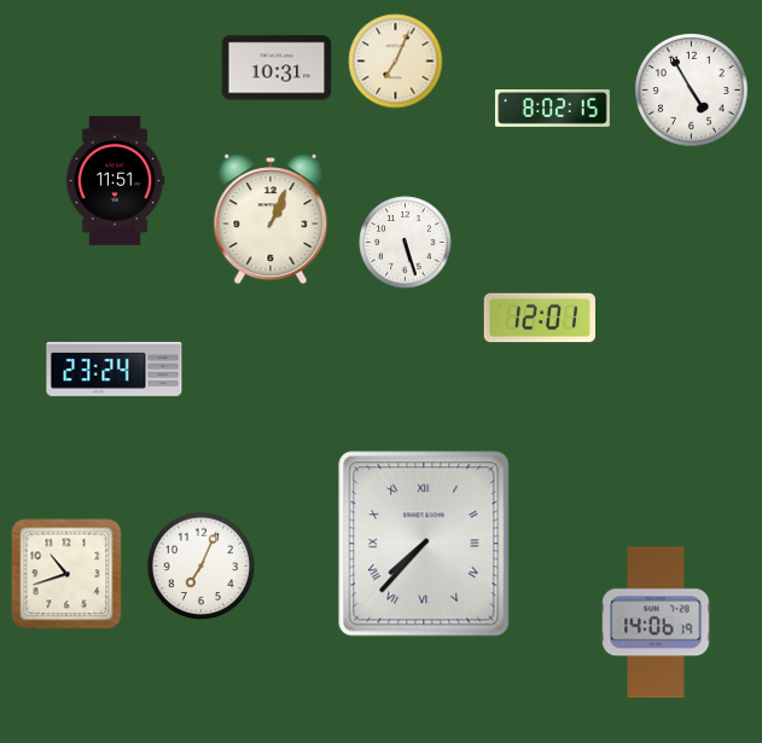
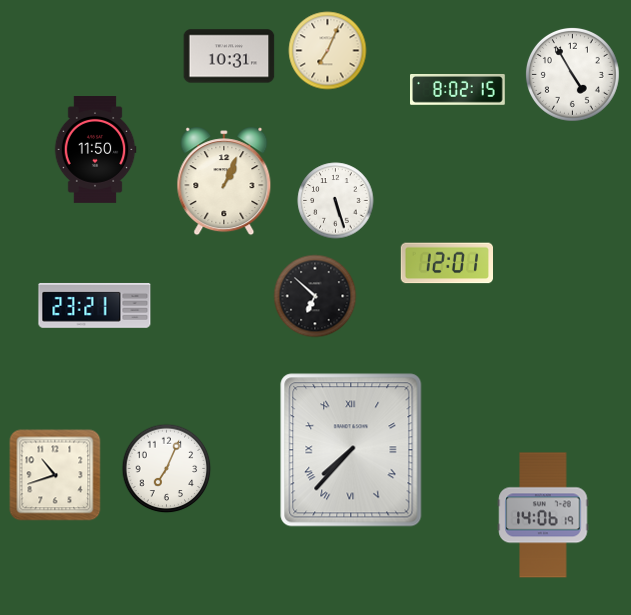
clock at (115, 181): 11:51 -> 11:50
clock at (315, 296): none -> 6:52
clock at (115, 368): 23:24 -> 23:21
